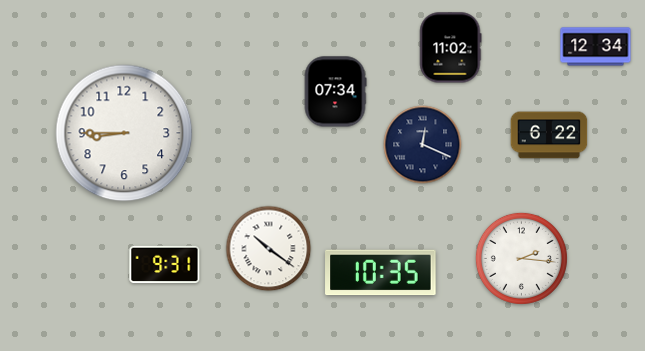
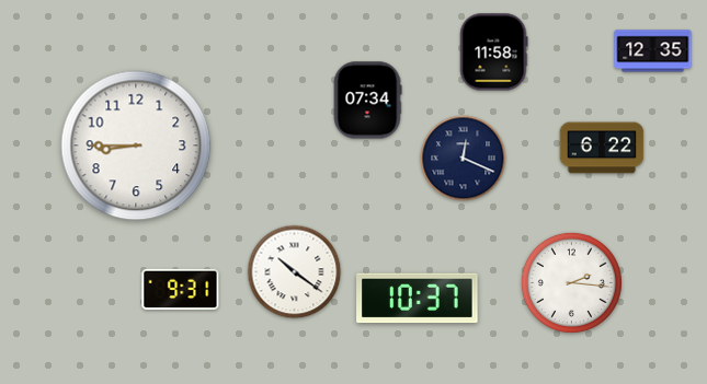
clock at (596, 47): 12:34 -> 12:35
clock at (451, 48): 11:02 -> 11:58
clock at (381, 273): 10:35 -> 10:37
